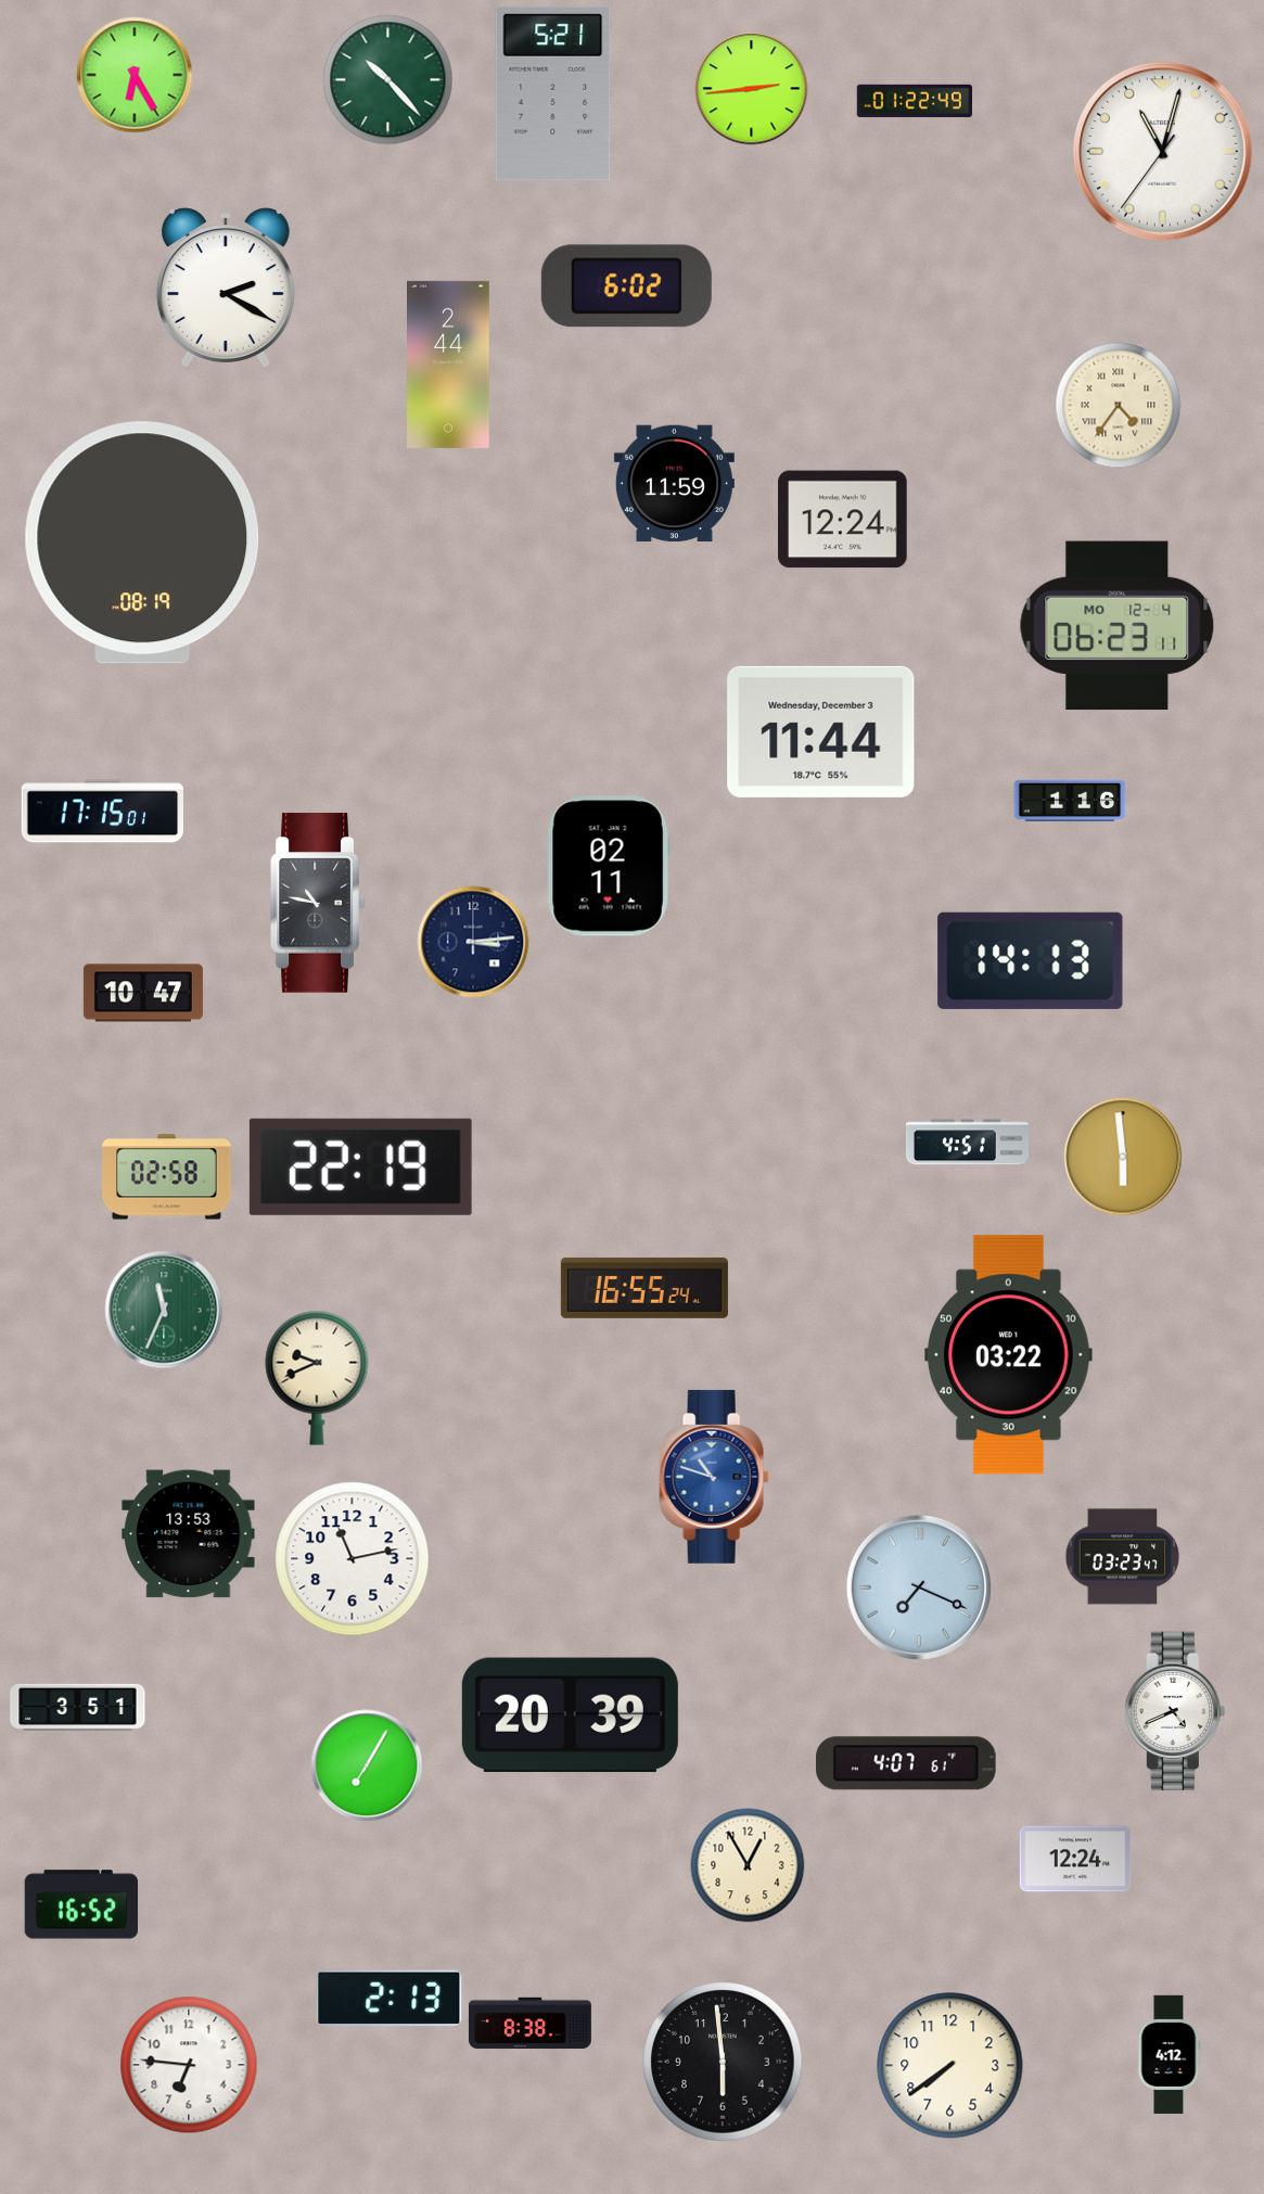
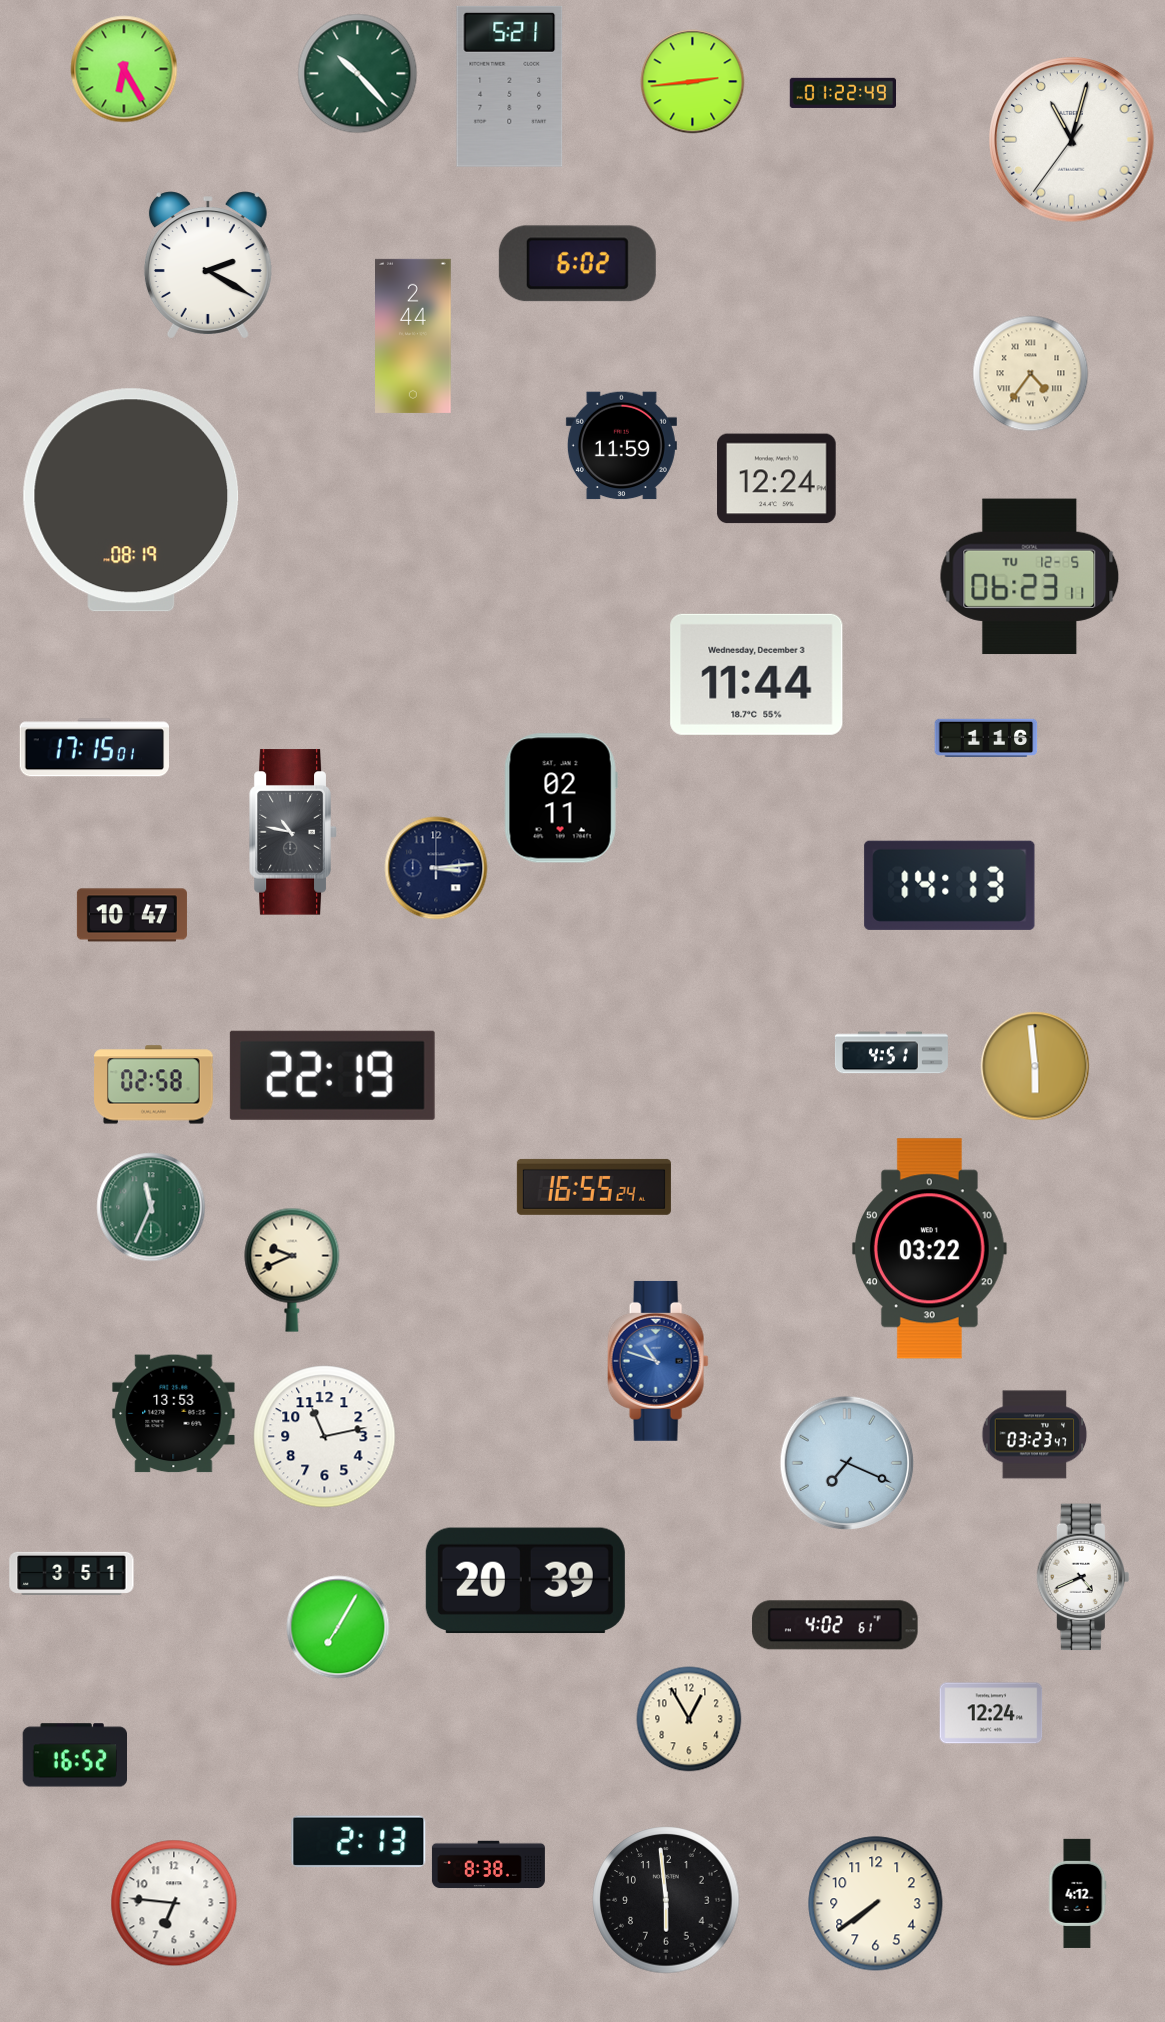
clock at (1118, 626) date: MO 12-4 -> TU 12-5
clock at (906, 1763): 4:07 -> 4:02
